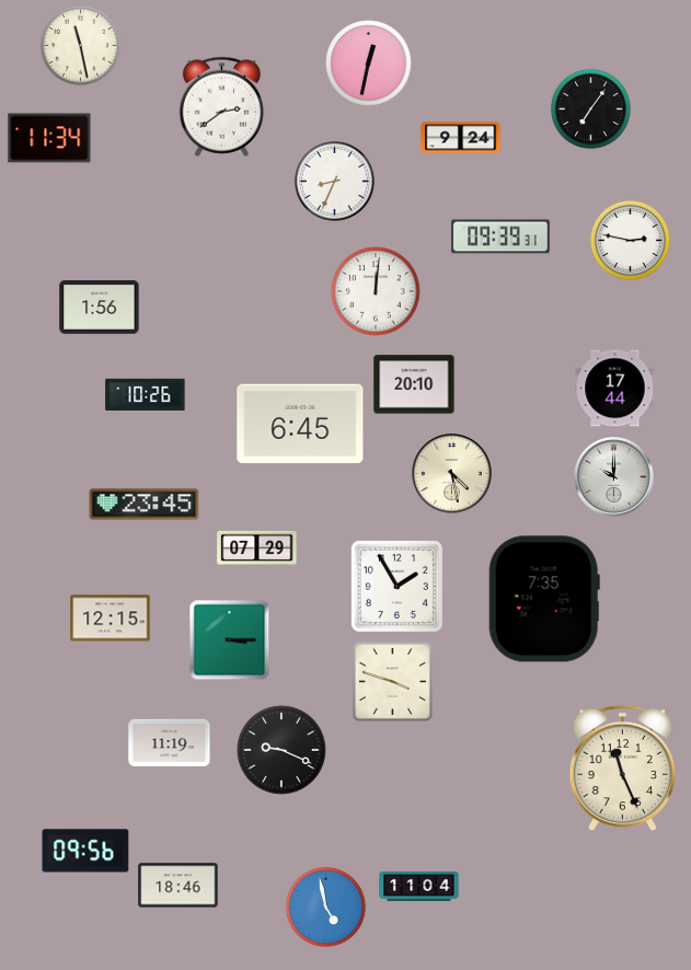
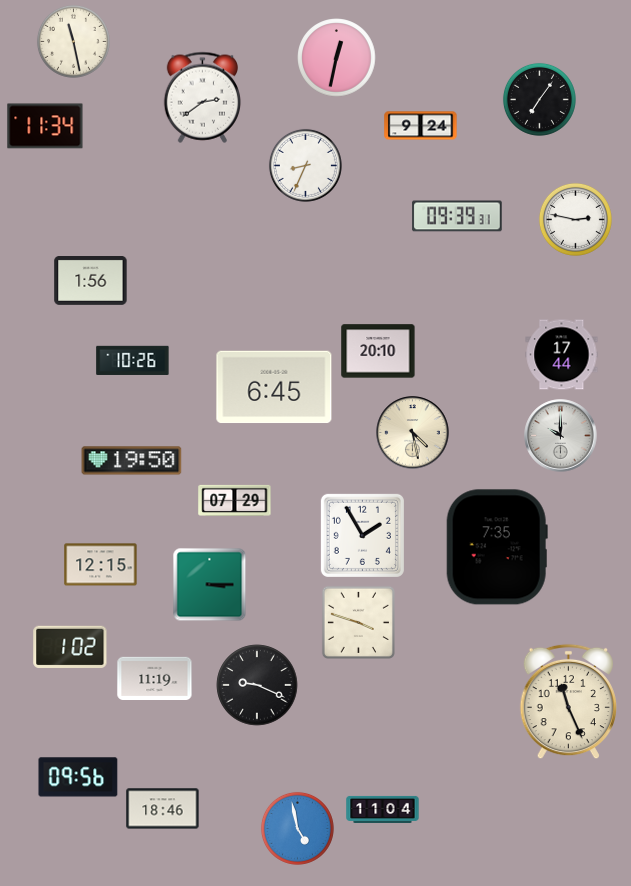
clock at (376, 291): 12:01 -> none
clock at (145, 505): 23:45 -> 19:50
clock at (70, 646): none -> 1:02
